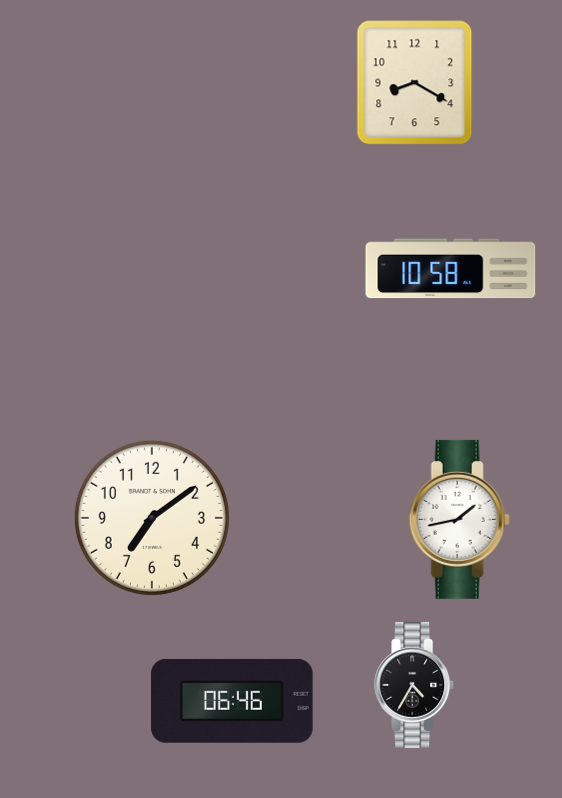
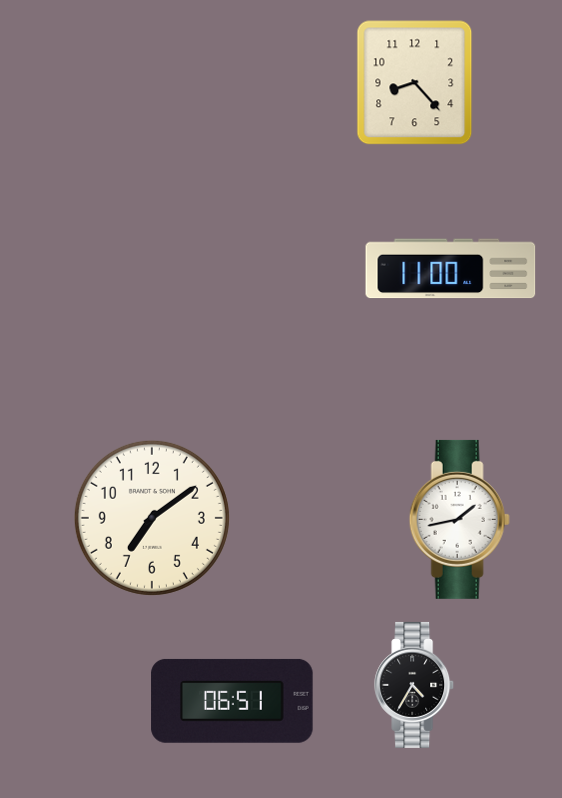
clock at (415, 83): 8:20 -> 8:23
clock at (451, 269): 10:58 -> 11:00
clock at (232, 701): 06:46 -> 06:51
